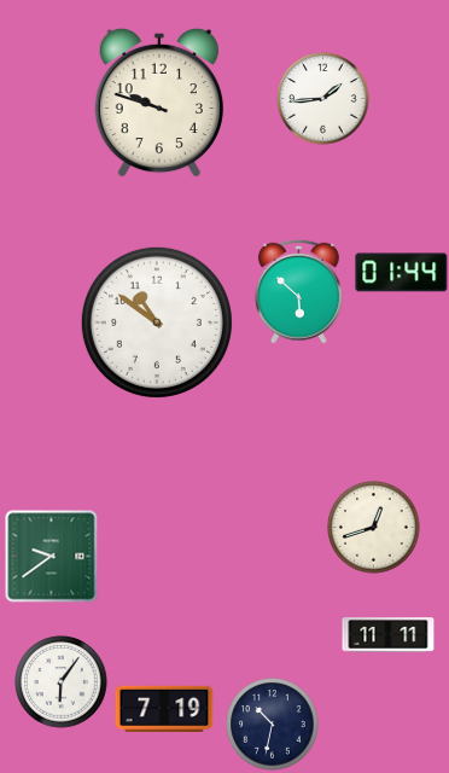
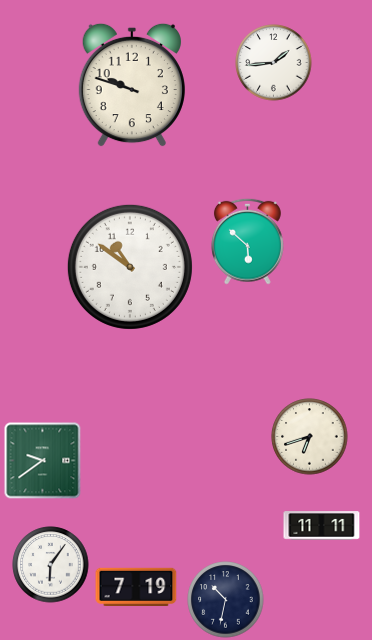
clock at (323, 99) position: (323, 99) -> (274, 63)
clock at (402, 273): 01:44 -> none
clock at (374, 528): 12:42 -> 6:42
